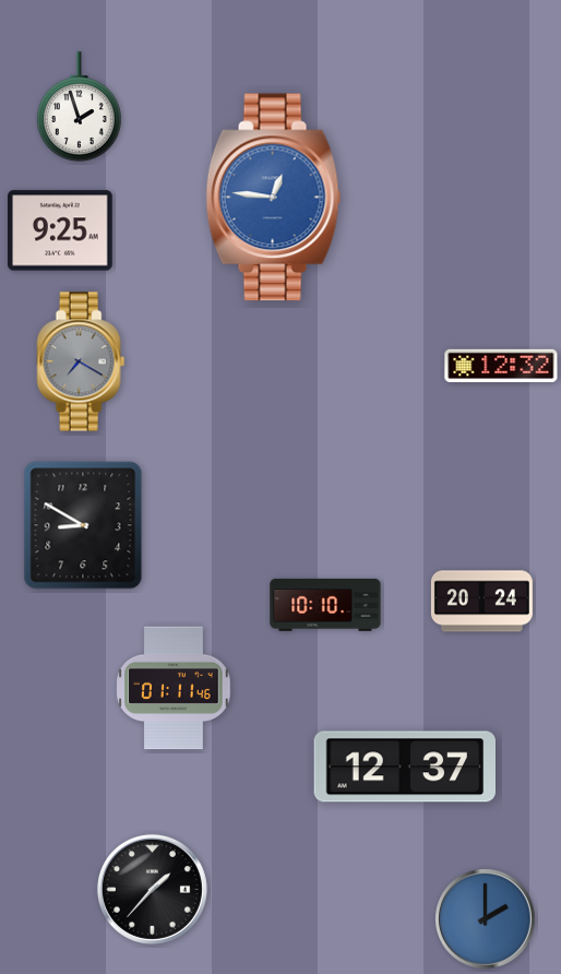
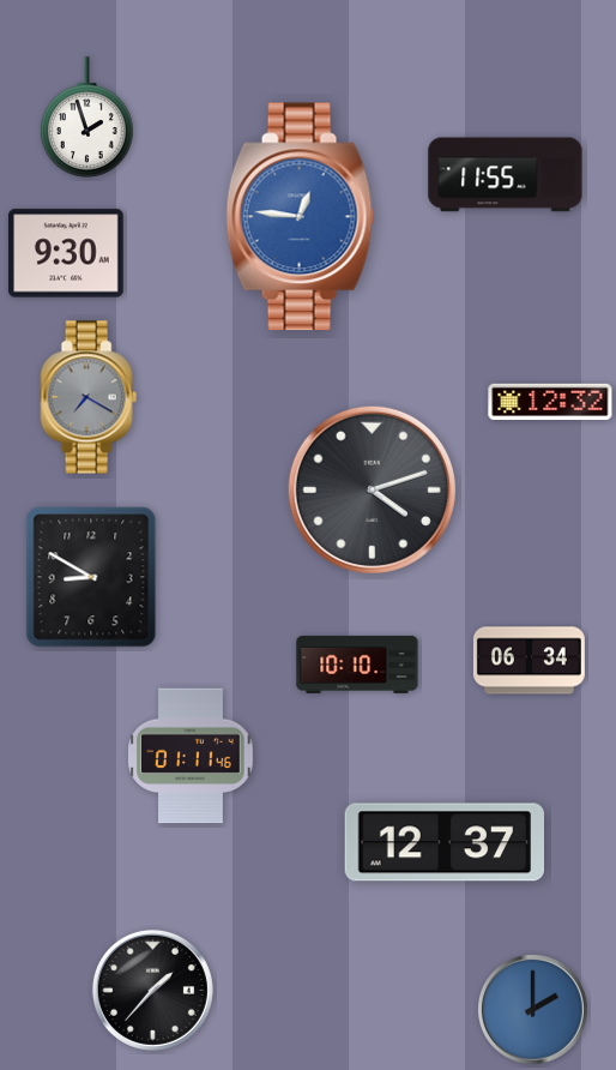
clock at (506, 175): none -> 11:55
clock at (61, 230): 9:25 -> 9:30
clock at (372, 489): none -> 4:12
clock at (481, 602): 20:24 -> 06:34
clock at (152, 889) position: (152, 889) -> (152, 990)
